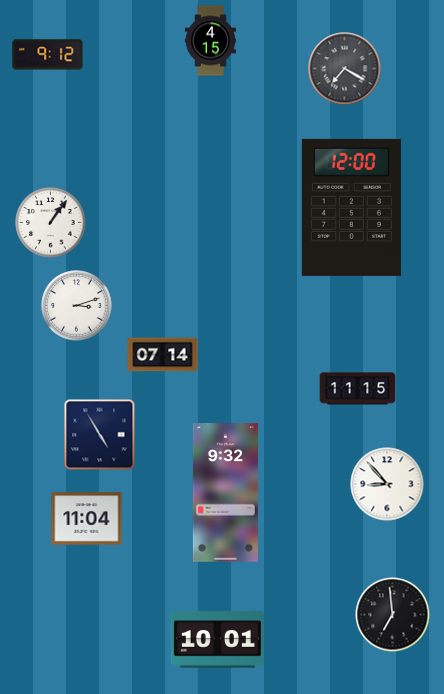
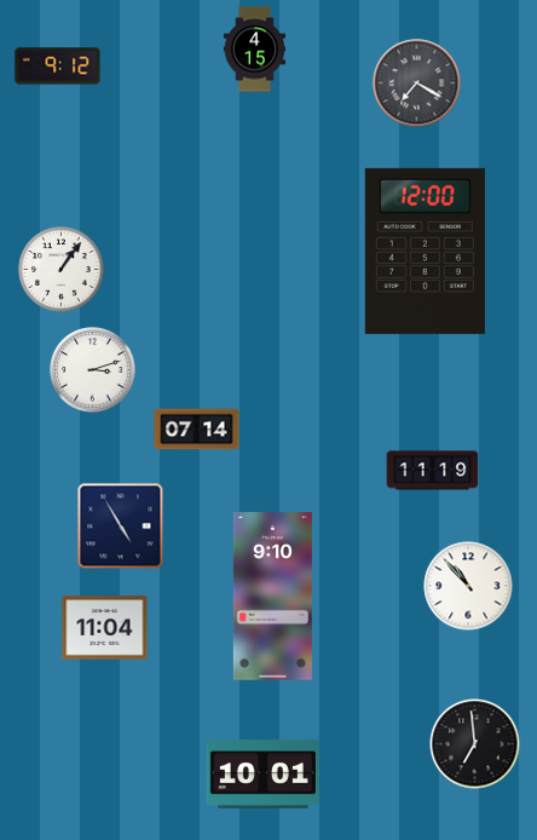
clock at (358, 389): 11:15 -> 11:19
clock at (387, 484): 8:53 -> 10:53
clock at (225, 493): 9:32 -> 9:10
